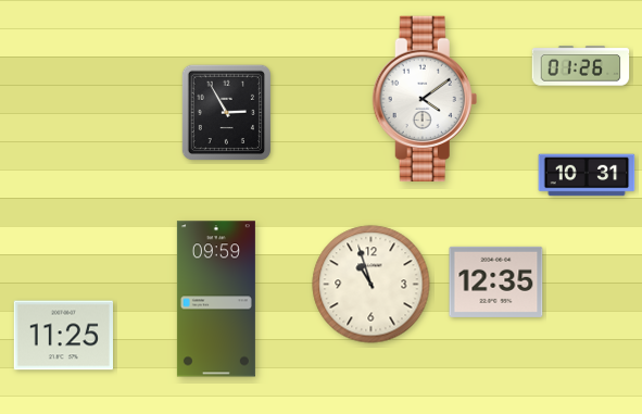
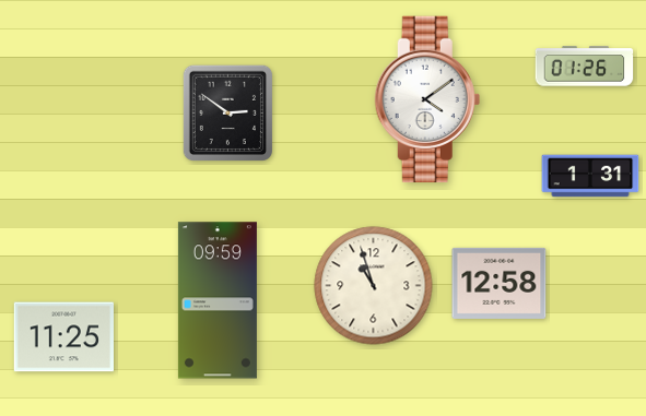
clock at (226, 112): 2:55 -> 2:51
clock at (587, 175): 10:31 -> 1:31
clock at (496, 281): 12:35 -> 12:58
